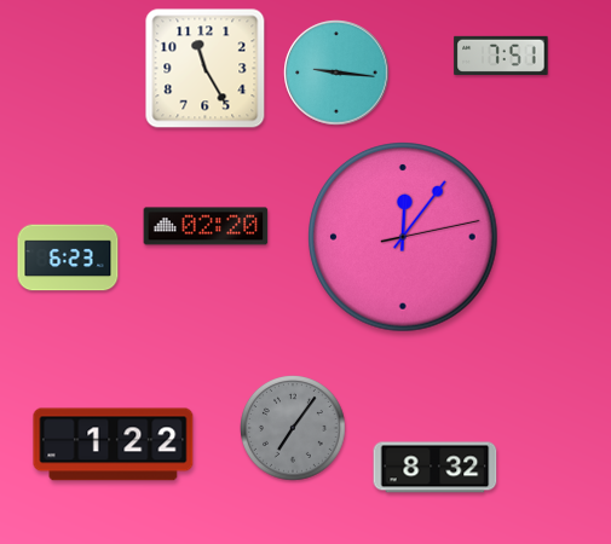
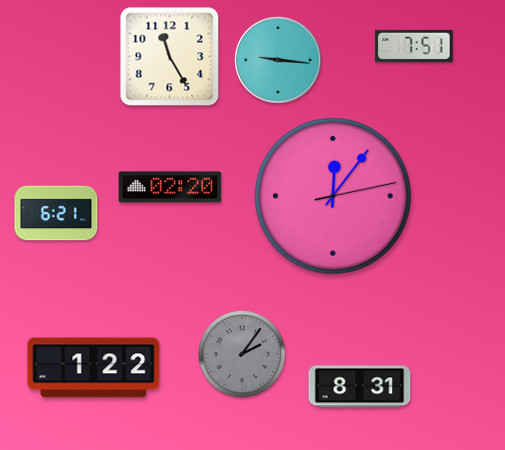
clock at (68, 257): 6:23 -> 6:21
clock at (294, 429): 7:06 -> 2:06
clock at (436, 468): 8:32 -> 8:31
